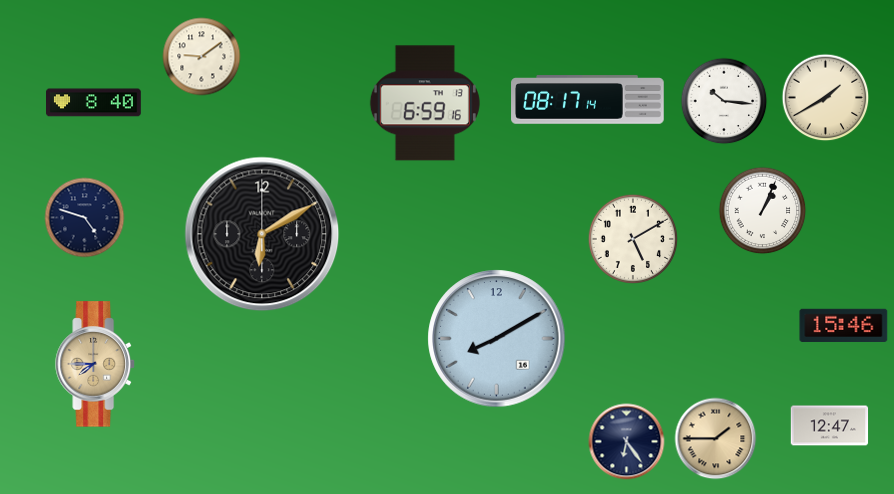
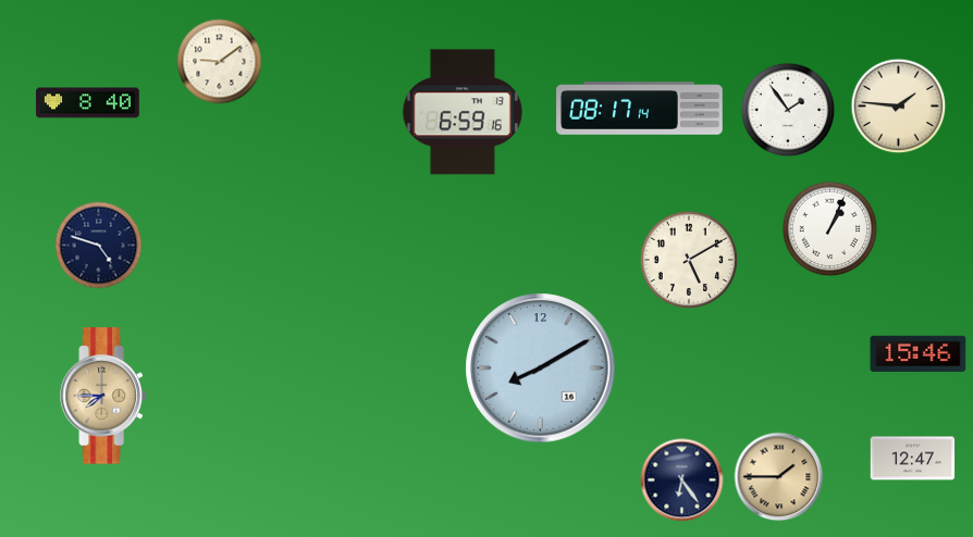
clock at (826, 98): 1:40 -> 1:46
clock at (724, 101): 10:16 -> 1:54
clock at (94, 103) position: (94, 103) -> (88, 103)
clock at (85, 218) position: (85, 218) -> (99, 246)
clock at (262, 234): 6:10 -> none
clock at (830, 426) position: (830, 426) -> (913, 459)
